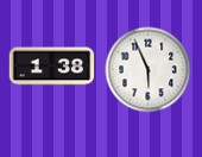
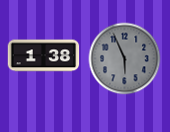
clock at (149, 70) dial: white -> grey
